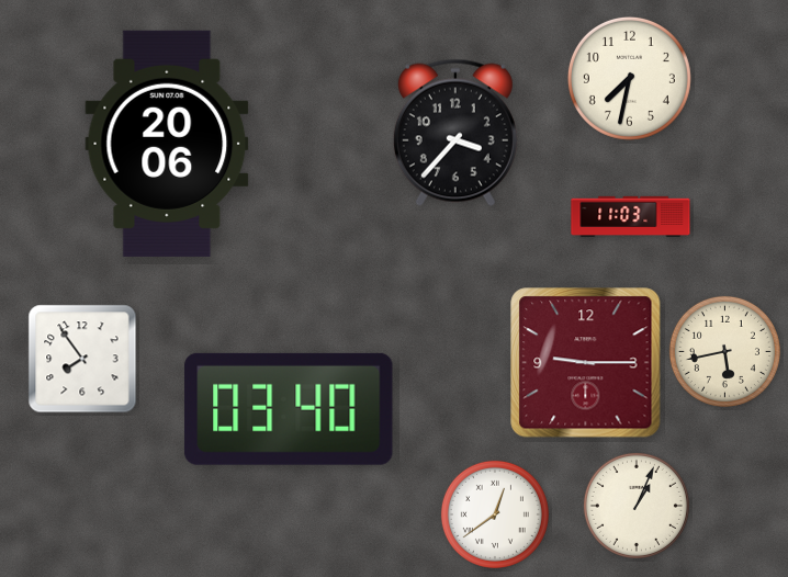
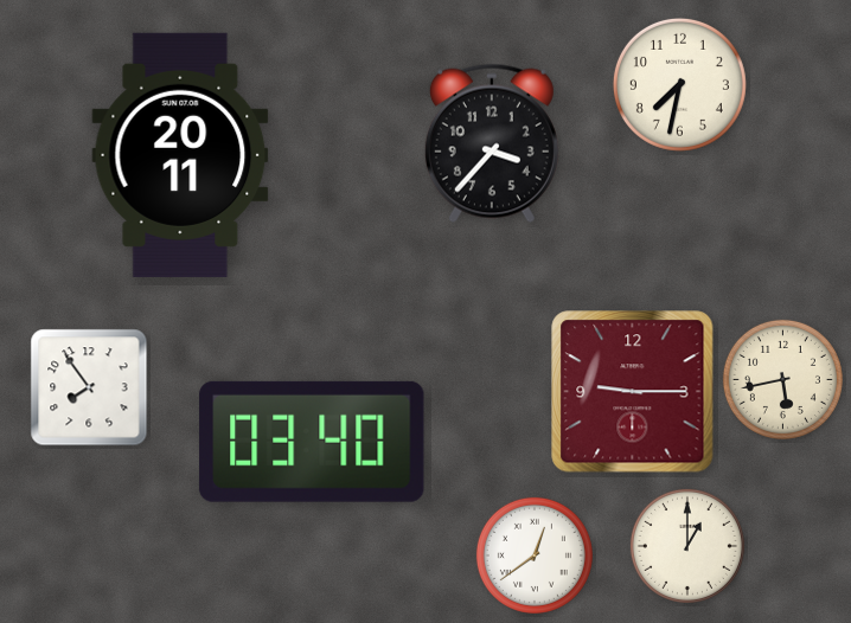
clock at (167, 144): 20:06 -> 20:11
clock at (631, 216): 11:03 -> none
clock at (637, 506): 1:04 -> 1:00
